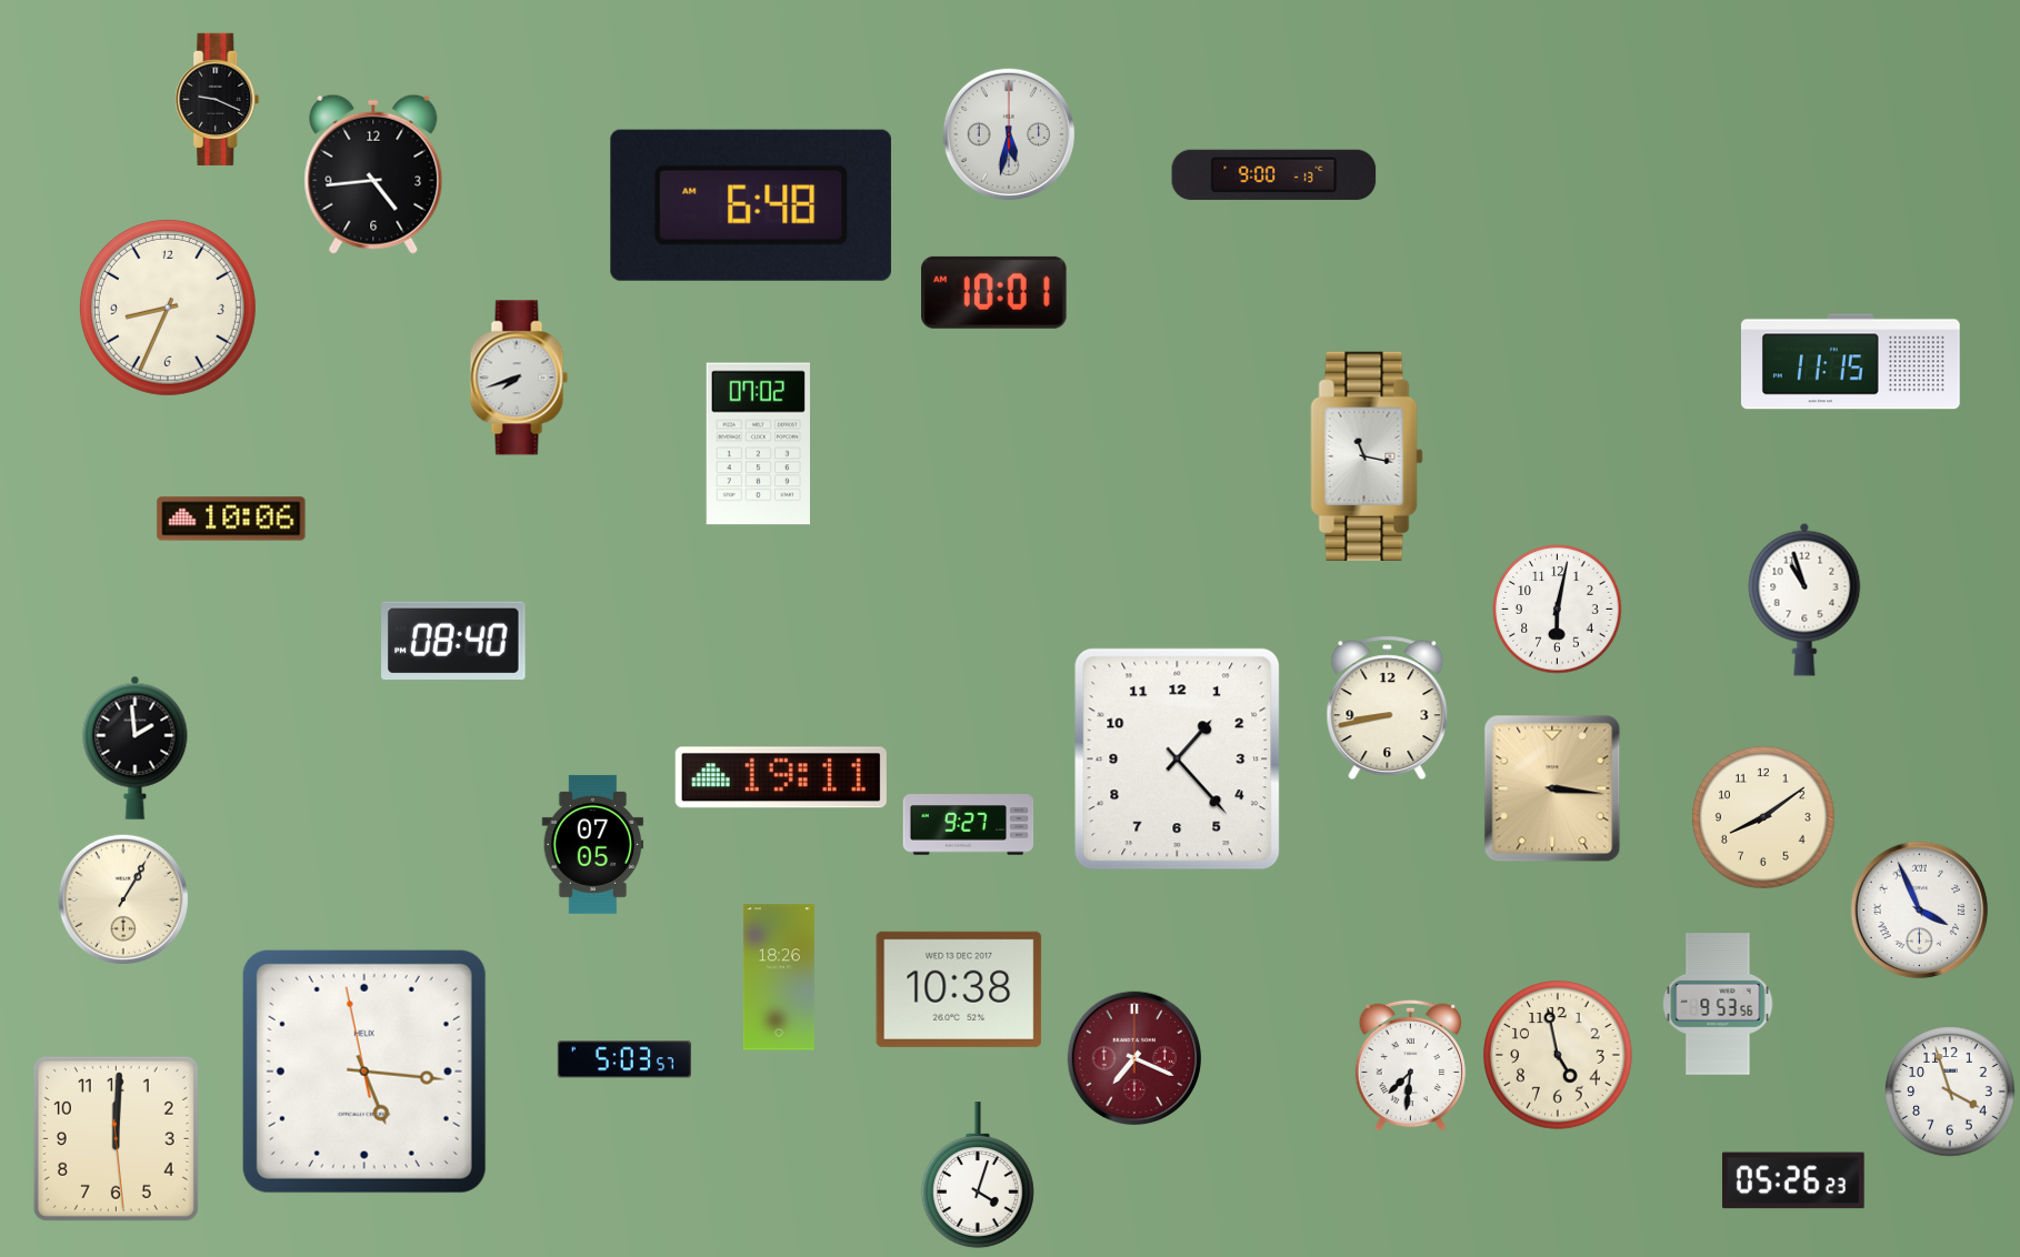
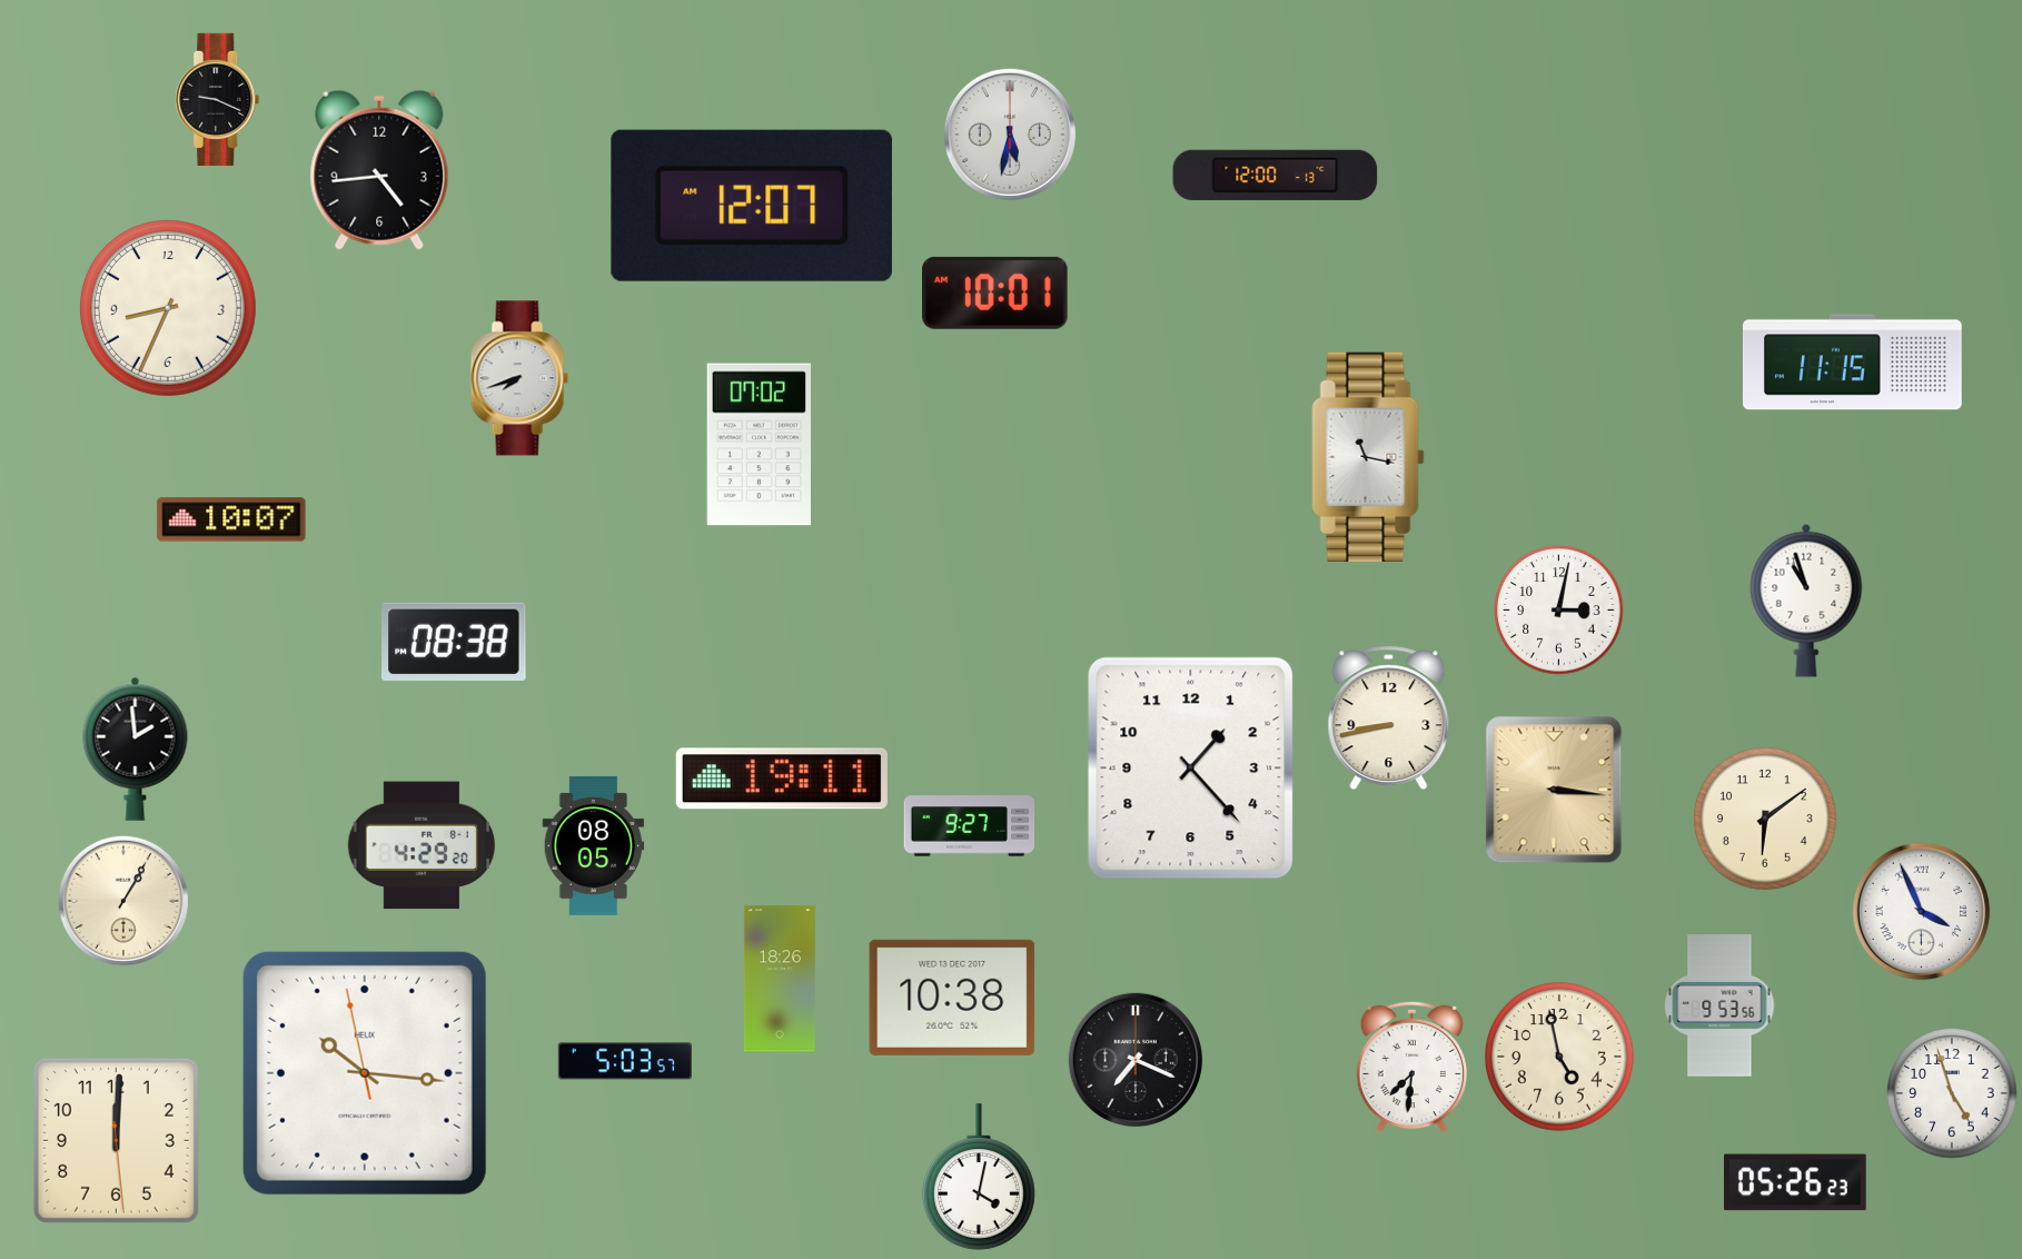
clock at (373, 174) position: (373, 174) -> (379, 170)
clock at (1274, 174): 9:00 -> 12:00
clock at (751, 205): 6:48 -> 12:07
clock at (231, 519): 10:06 -> 10:07
clock at (1558, 610): 6:02 -> 3:02
clock at (453, 641): 08:40 -> 08:38
clock at (1388, 708) position: (1388, 708) -> (1389, 718)
clock at (1178, 760) position: (1178, 760) -> (1191, 769)
clock at (1763, 817): 8:09 -> 6:09
clock at (422, 845): none -> 4:29
clock at (593, 844): 07:05 -> 08:05
clock at (959, 989) position: (959, 989) -> (952, 998)
clock at (1134, 1058) dial: burgundy -> black
clock at (364, 1072): 5:15 -> 10:15
clock at (1950, 1092): 3:57 -> 4:57
clock at (978, 1175): 4:03 -> 4:02
